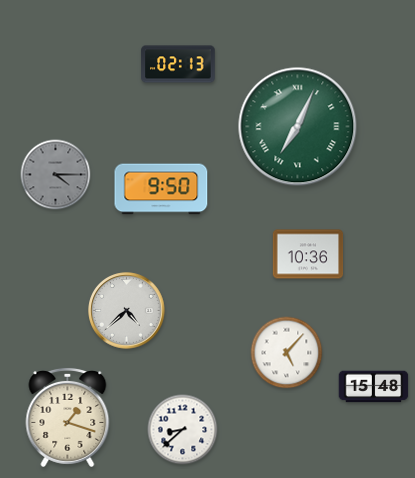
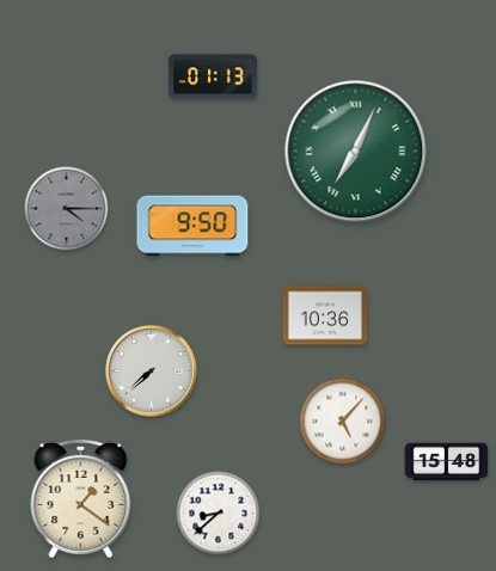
clock at (178, 64): 02:13 -> 01:13
clock at (308, 254) position: (308, 254) -> (325, 315)
clock at (127, 311): 4:38 -> 7:38
clock at (68, 417): 1:18 -> 1:21
